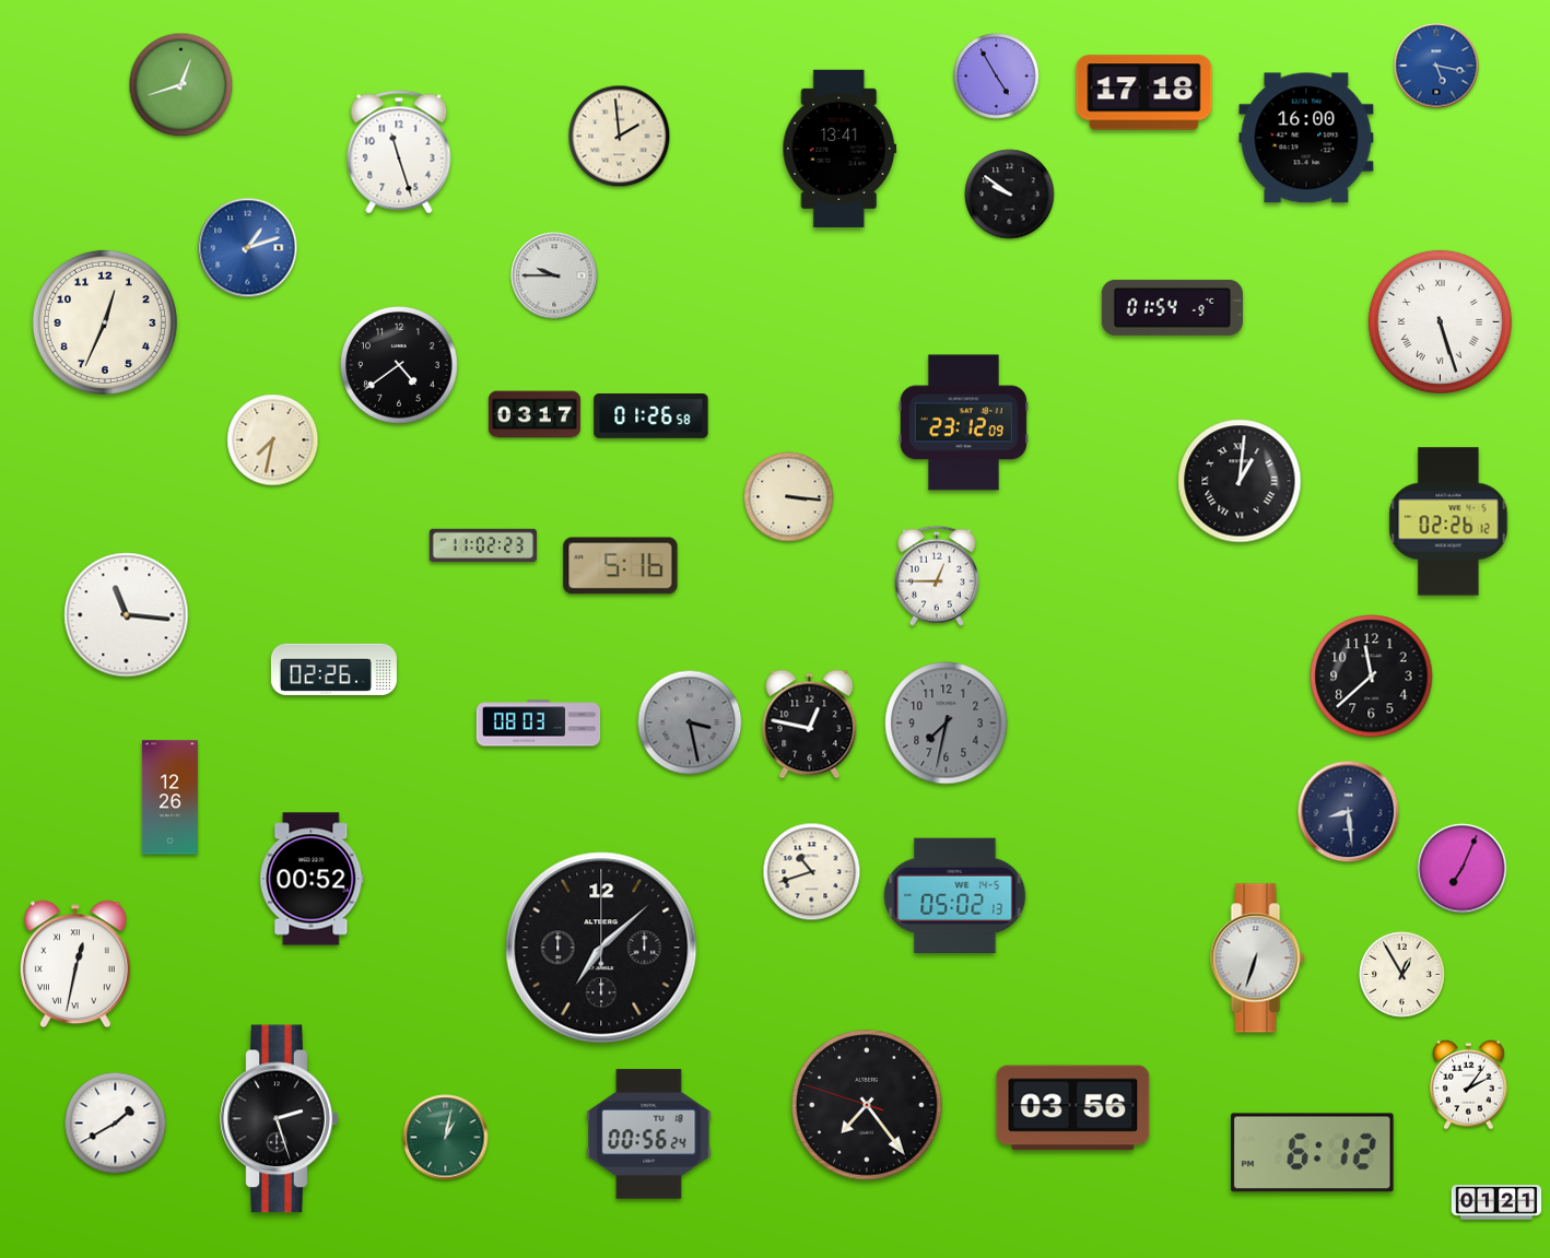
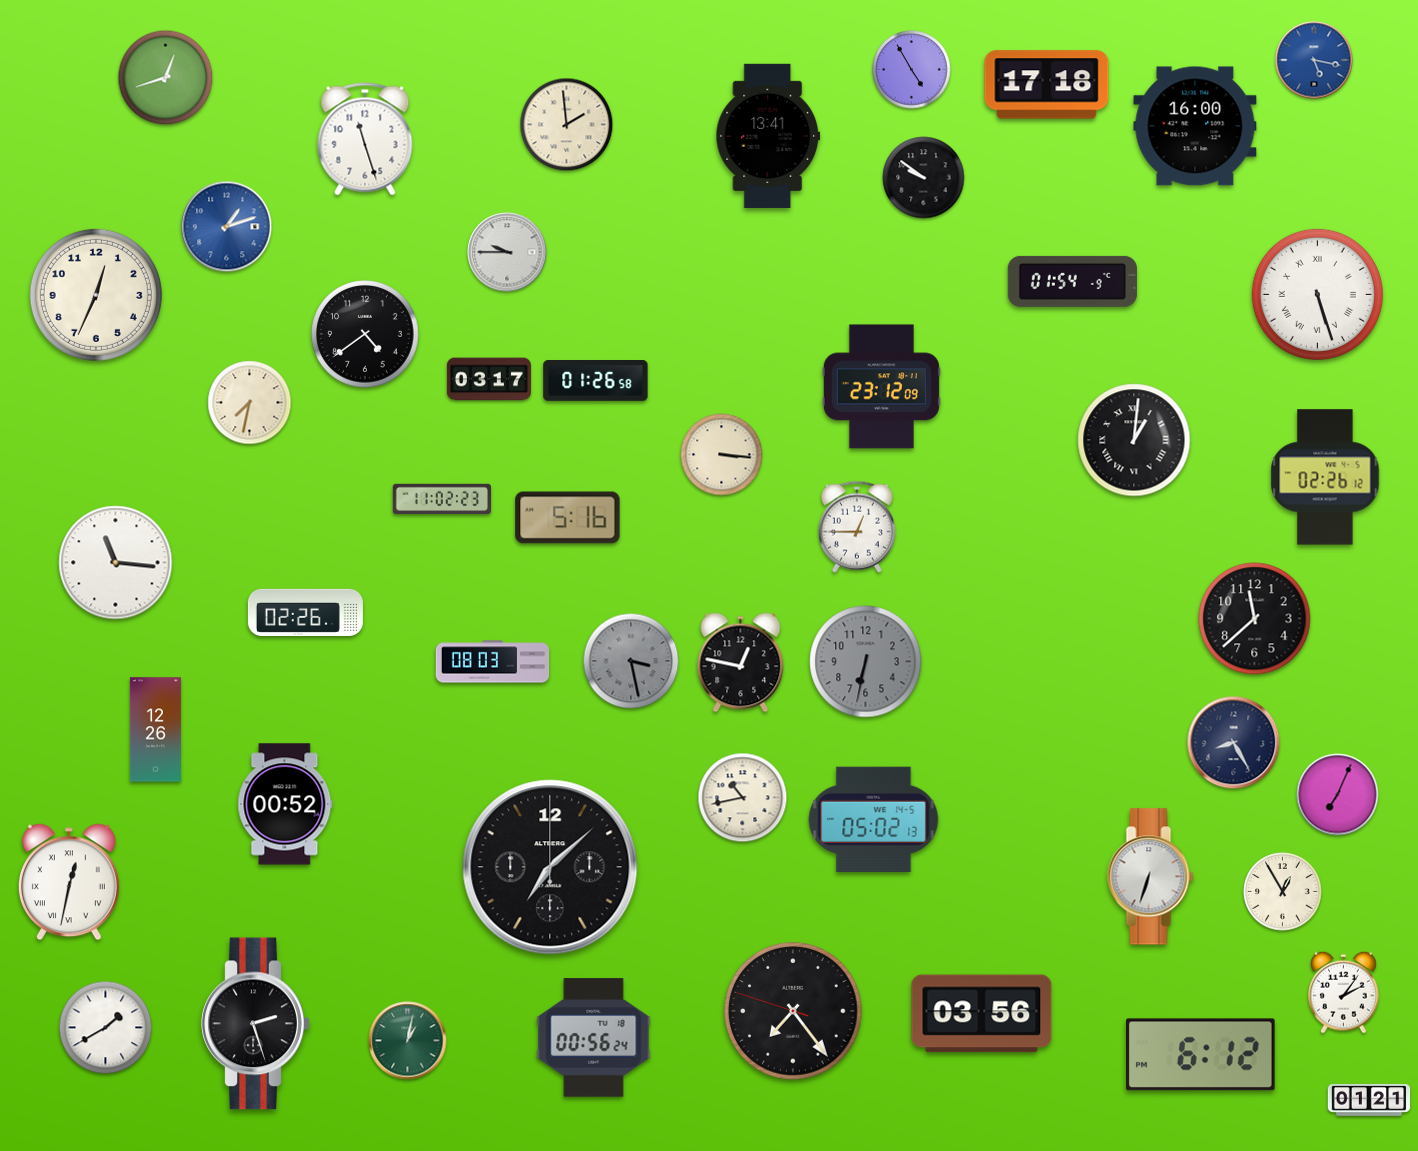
clock at (947, 724): 7:32 -> 6:32
clock at (1349, 812): 8:29 -> 8:25
clock at (812, 872): 10:42 -> 10:43
